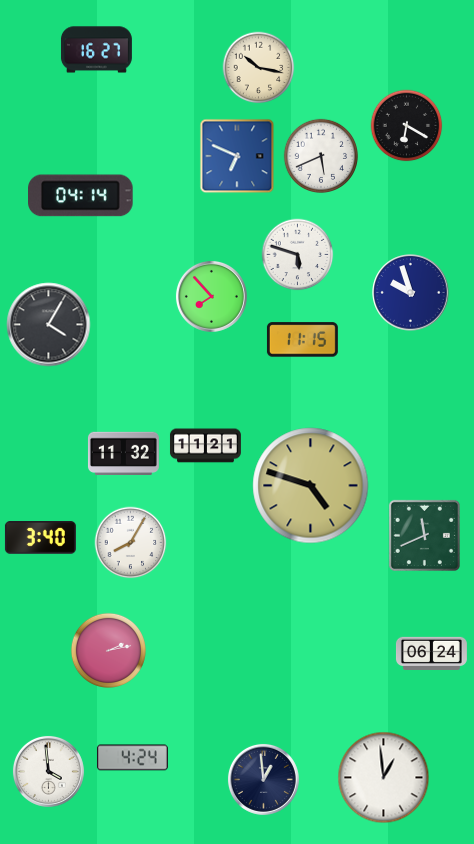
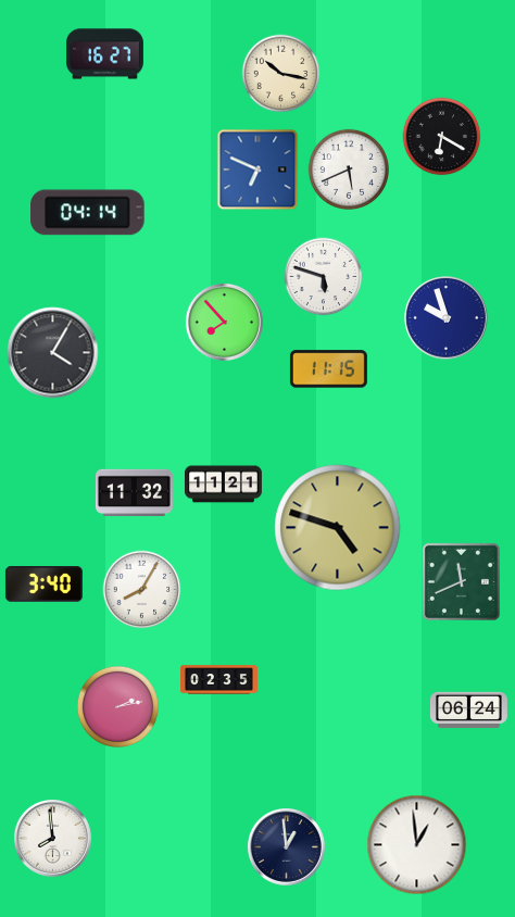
clock at (211, 296) position: (211, 296) -> (224, 322)
clock at (218, 680): none -> 02:35
clock at (132, 758): 4:24 -> none
clock at (48, 771): 3:59 -> 7:59
